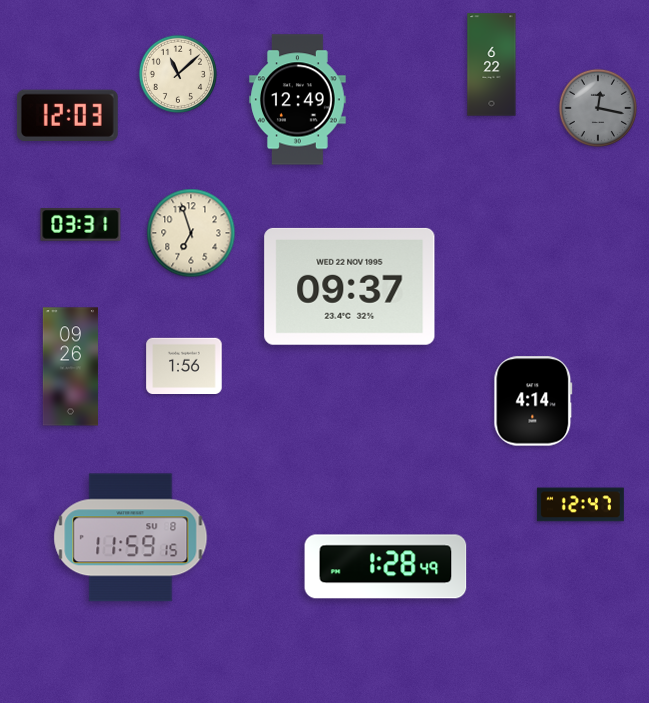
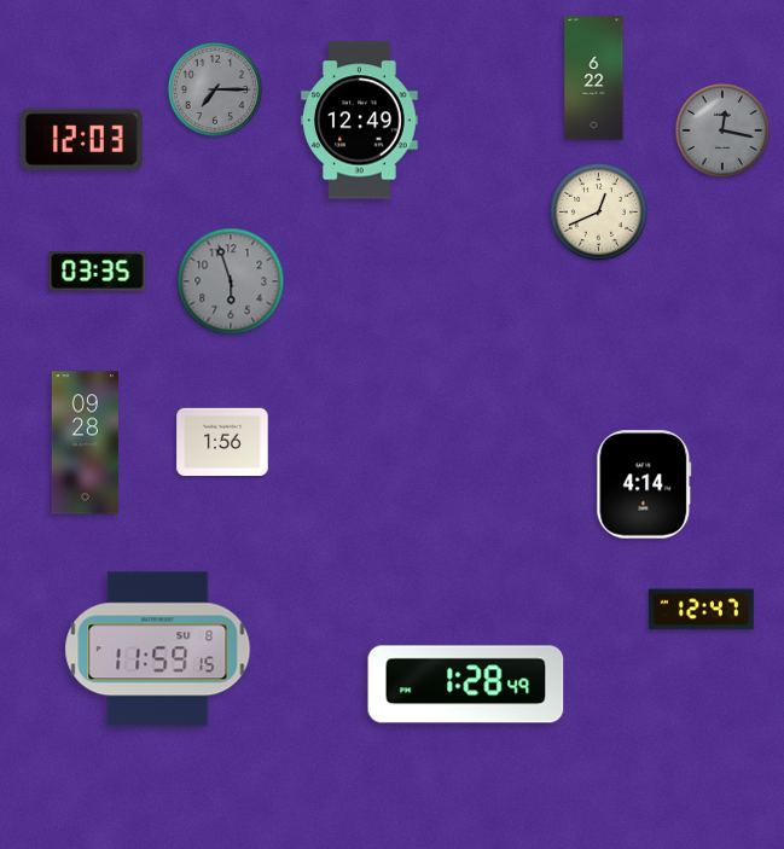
clock at (177, 73): 11:08 -> 7:15
clock at (177, 73) dial: cream -> grey
clock at (598, 211): none -> 12:41
clock at (81, 225): 03:31 -> 03:35
clock at (191, 233): 6:57 -> 5:57
clock at (191, 233) dial: cream -> grey
clock at (350, 286): 09:37 -> none
clock at (70, 367): 09:26 -> 09:28
